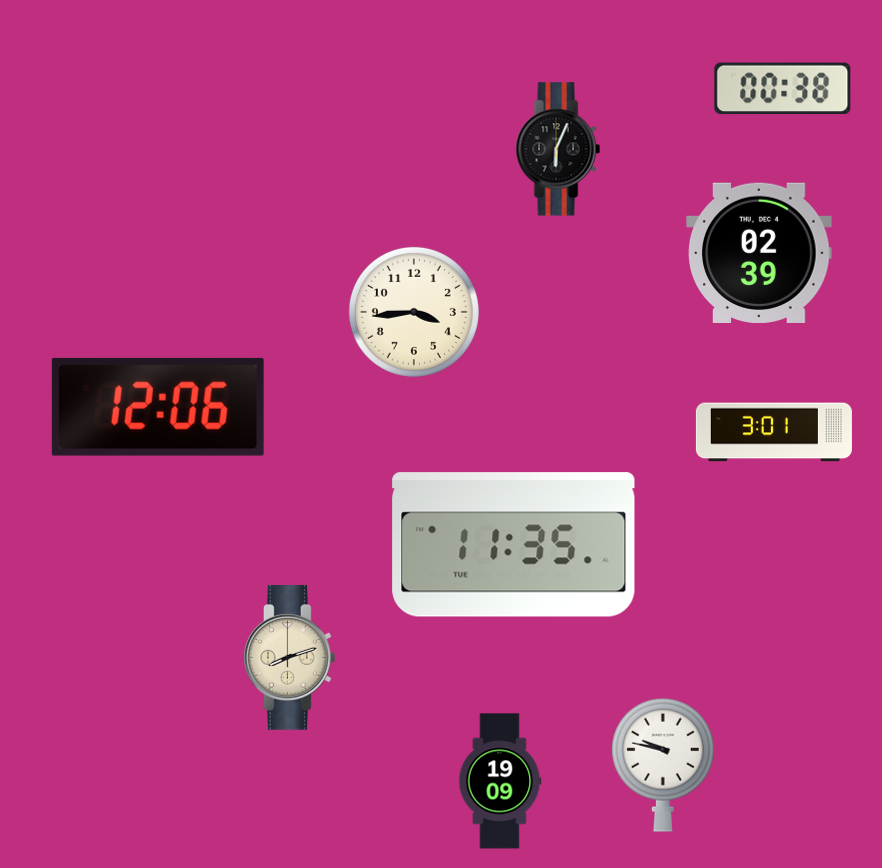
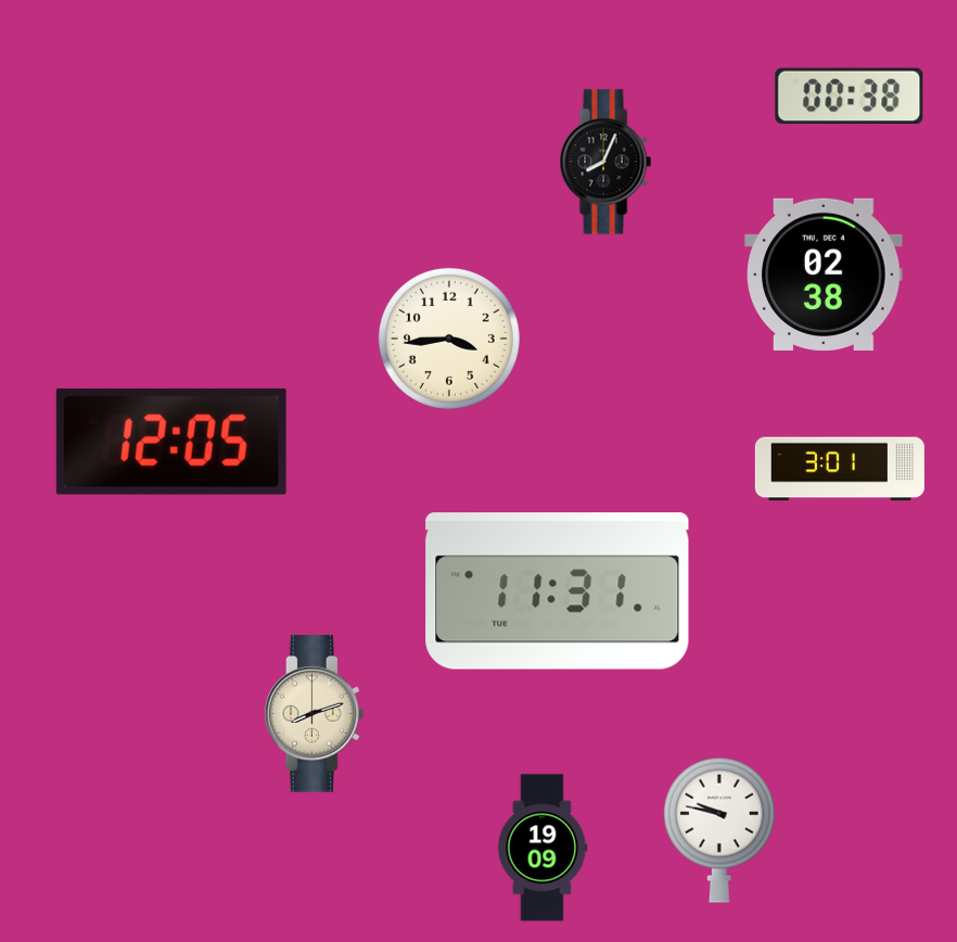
clock at (558, 149): 6:04 -> 8:04
clock at (759, 252): 02:39 -> 02:38
clock at (158, 407): 12:06 -> 12:05
clock at (514, 545): 11:35 -> 11:31
